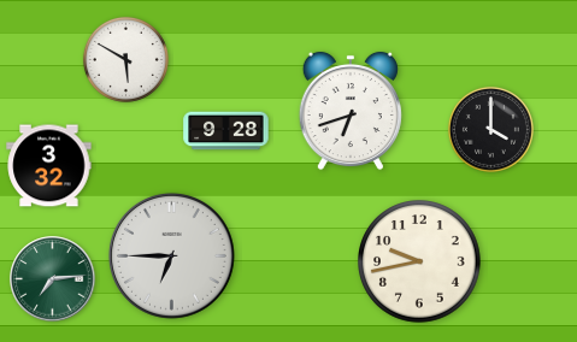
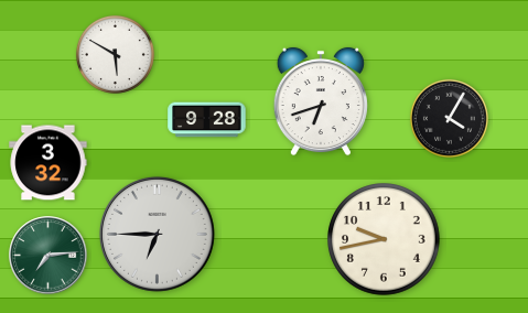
clock at (490, 129): 4:00 -> 4:05
clock at (49, 166) position: (49, 166) -> (49, 163)
